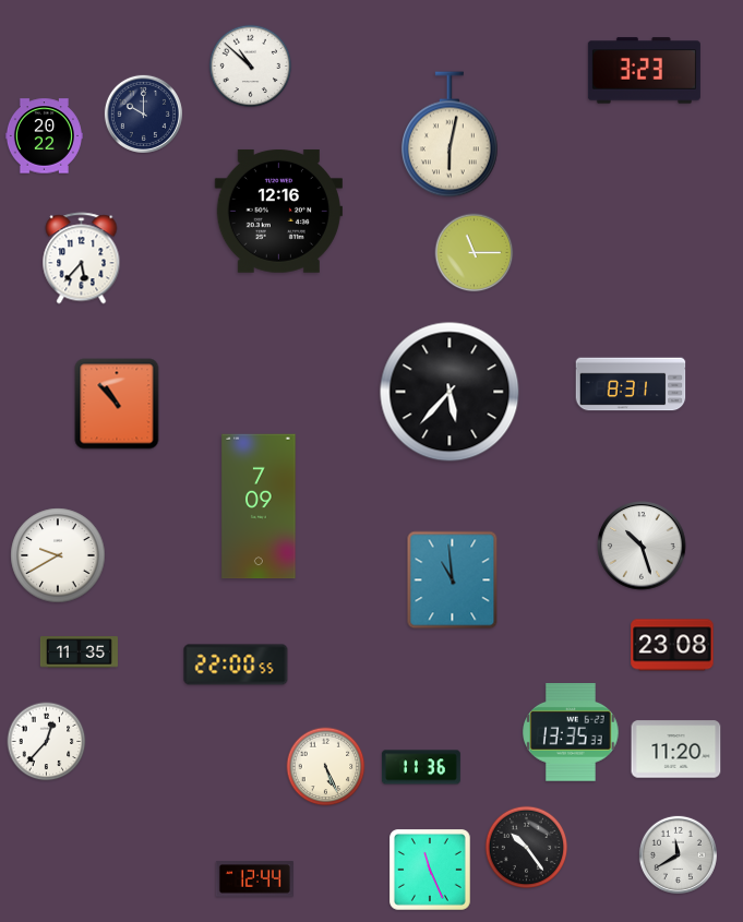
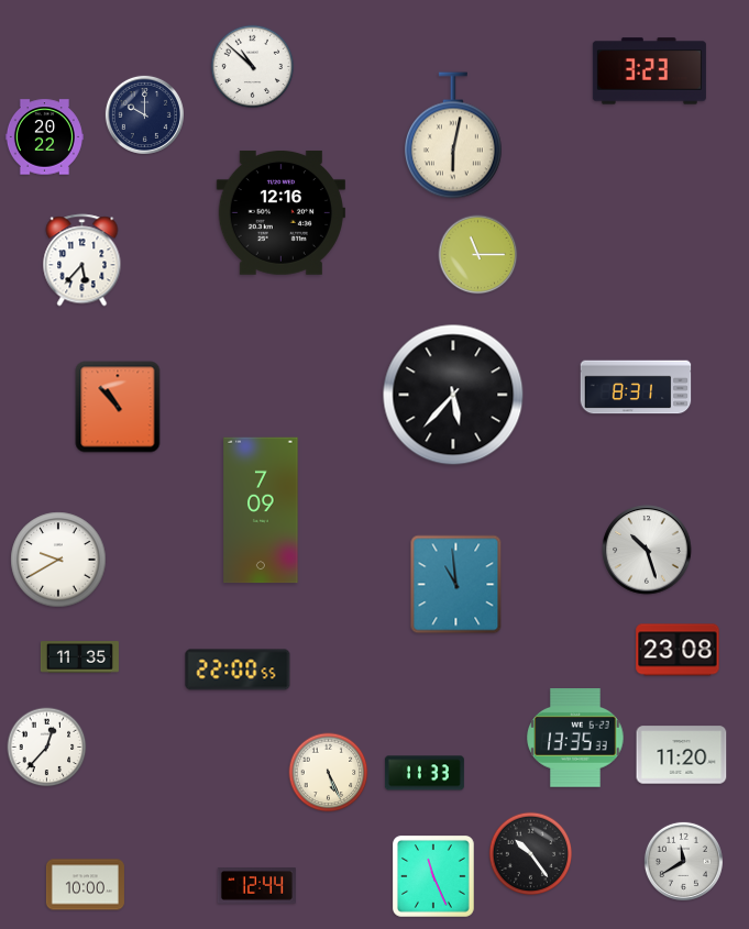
clock at (421, 767): 11:36 -> 11:33
clock at (85, 885): none -> 10:00
